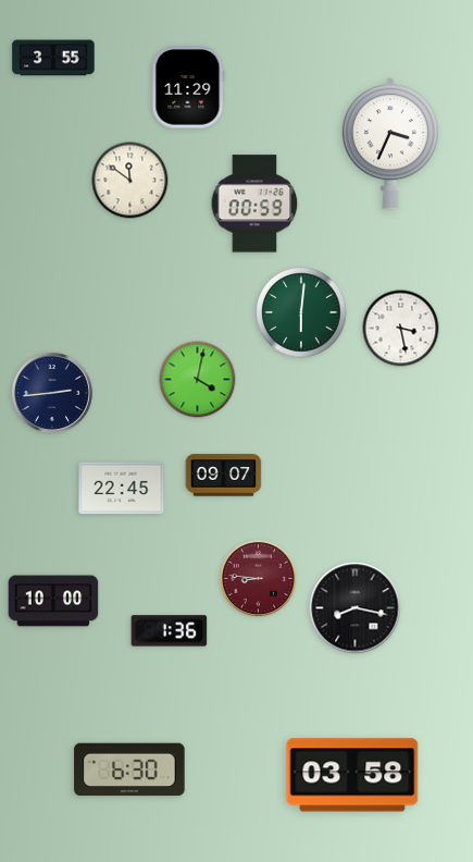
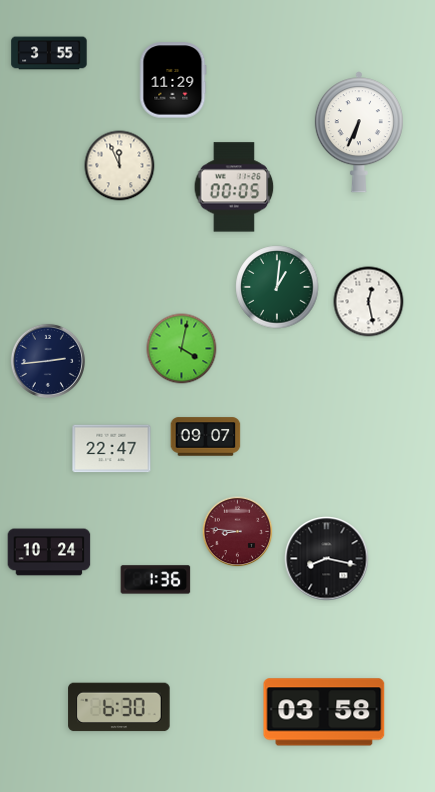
clock at (390, 144): 3:34 -> 6:34
clock at (130, 181): 11:51 -> 11:56
clock at (254, 204): 00:59 -> 00:05
clock at (301, 312): 6:01 -> 1:01
clock at (401, 329): 3:28 -> 12:28
clock at (122, 489): 22:45 -> 22:47
clock at (53, 601): 10:00 -> 10:24
